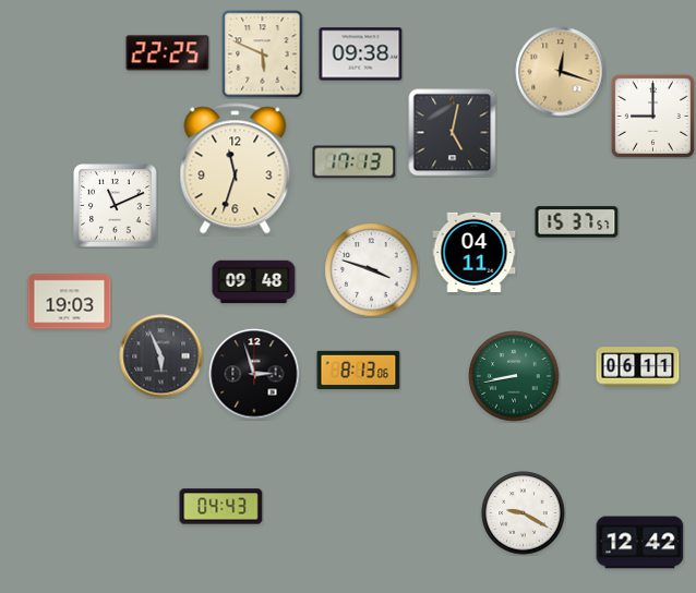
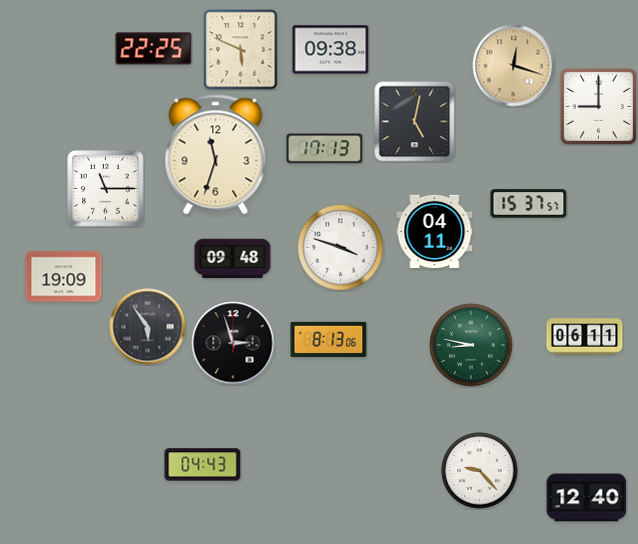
clock at (116, 206): 11:11 -> 11:15
clock at (70, 302): 19:03 -> 19:09
clock at (161, 356): 5:56 -> 5:54
clock at (514, 376): 8:43 -> 8:47
clock at (524, 513): 9:20 -> 9:23
clock at (640, 543): 12:42 -> 12:40
